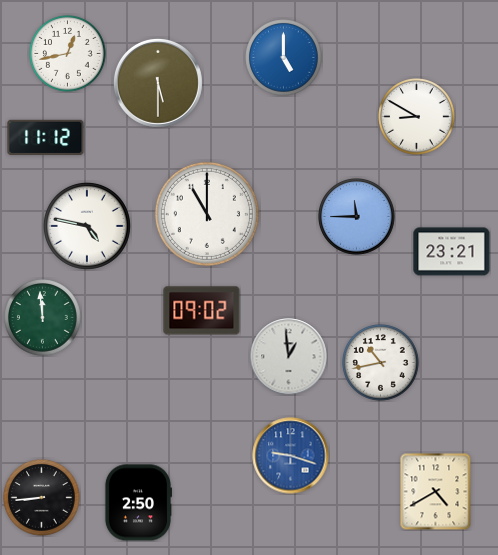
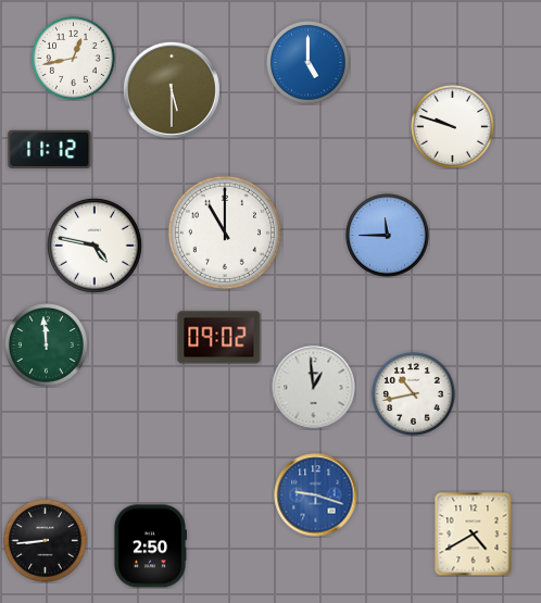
clock at (417, 117): 8:50 -> 9:48
clock at (452, 252): 23:21 -> none
